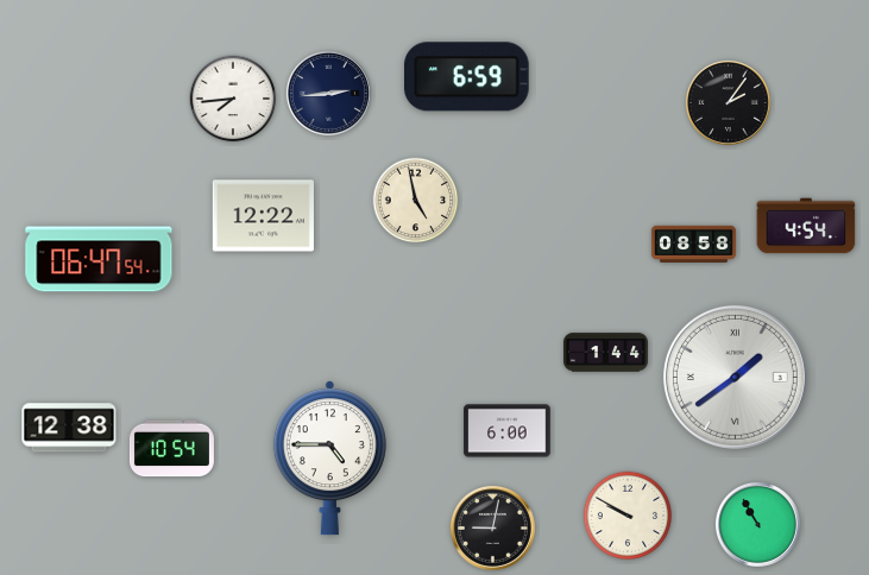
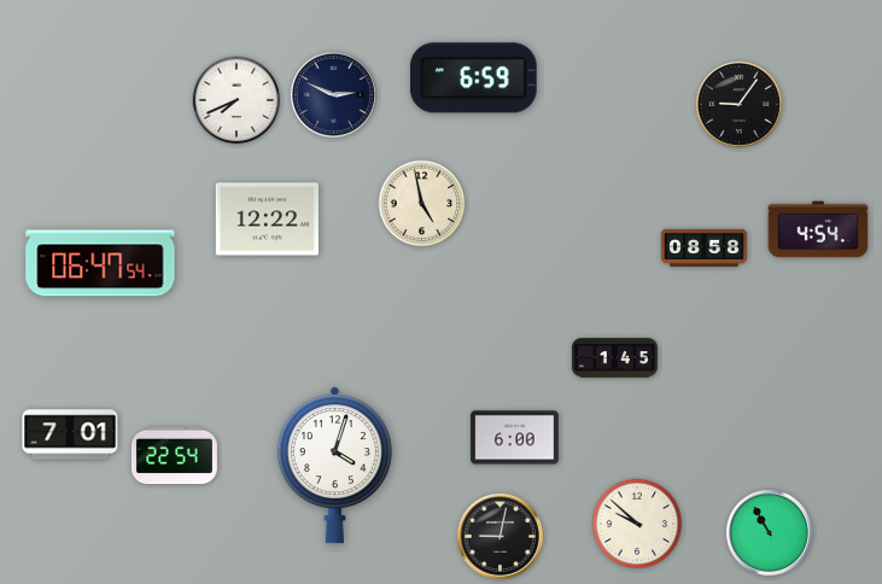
clock at (328, 93): 2:44 -> 2:49
clock at (233, 99): 7:44 -> 7:41
clock at (728, 102): 2:06 -> 9:06
clock at (605, 353): 1:44 -> 1:45
clock at (735, 377): 1:39 -> none
clock at (69, 428): 12:38 -> 7:01
clock at (171, 449): 10:54 -> 22:54
clock at (329, 459): 4:45 -> 4:03
clock at (628, 516): 9:50 -> 9:52
